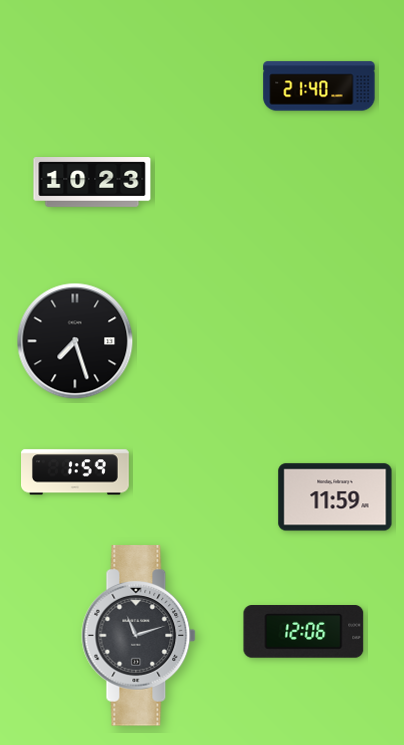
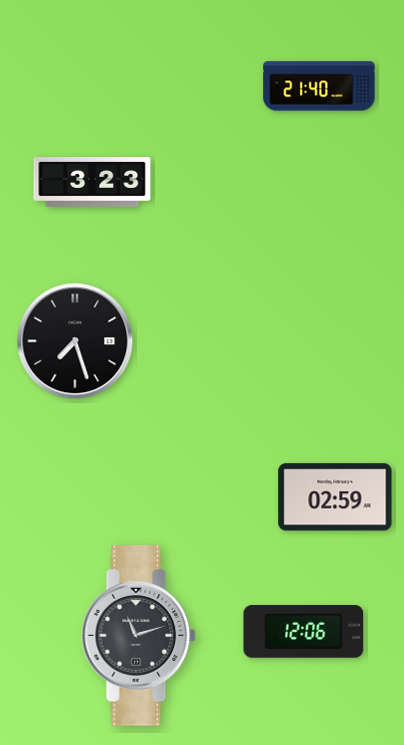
clock at (92, 183): 10:23 -> 3:23
clock at (76, 472): 1:59 -> none
clock at (335, 497): 11:59 -> 02:59
